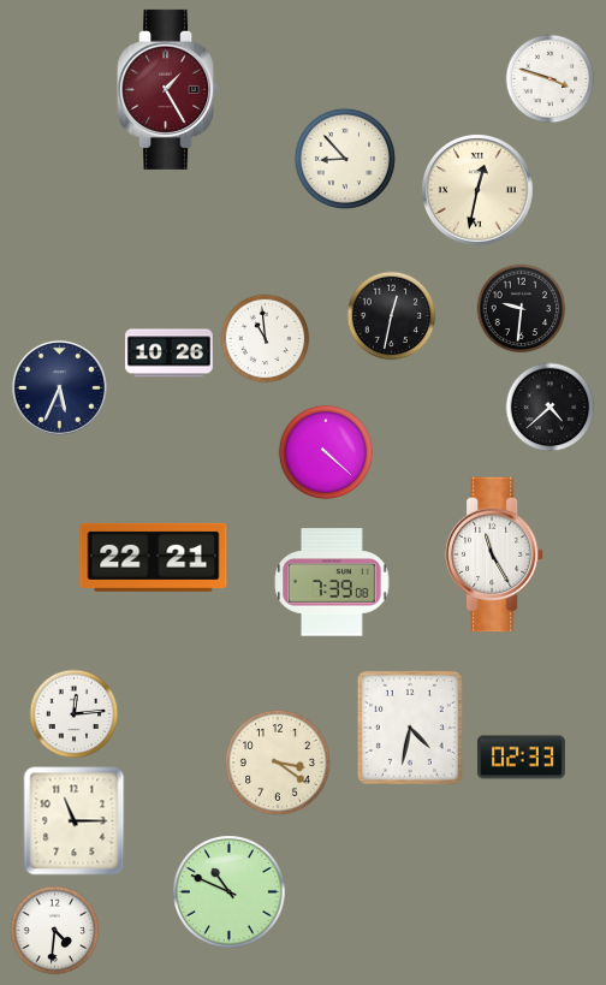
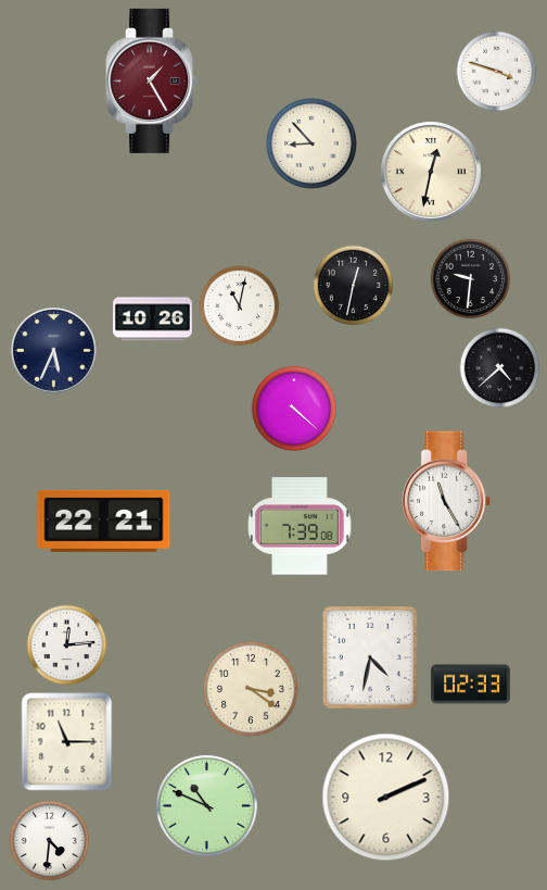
clock at (266, 339): 10:59 -> 11:02
clock at (551, 408) position: (551, 408) -> (500, 368)
clock at (154, 557) position: (154, 557) -> (104, 521)
clock at (386, 798): none -> 2:11
